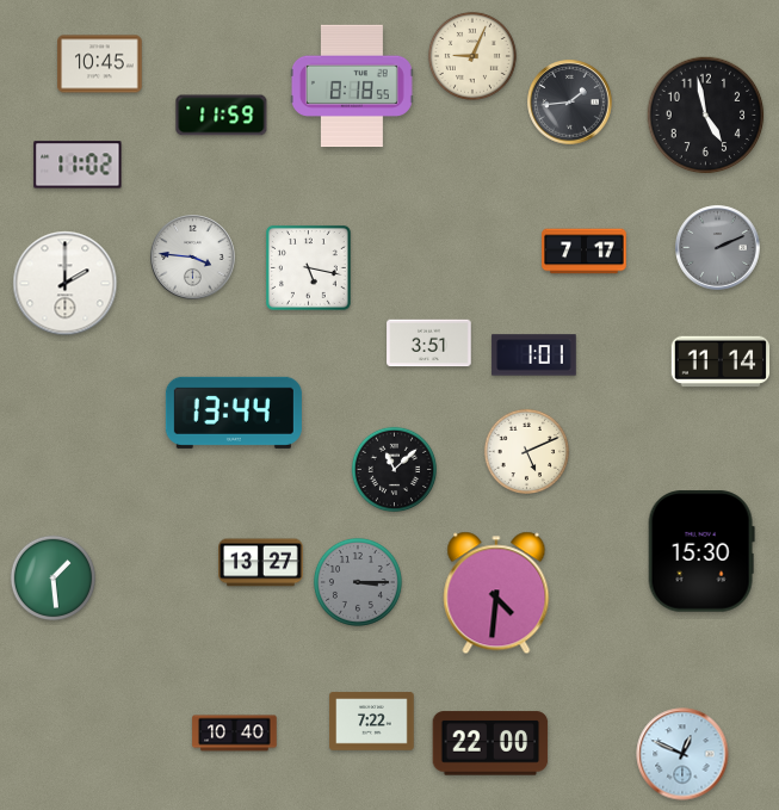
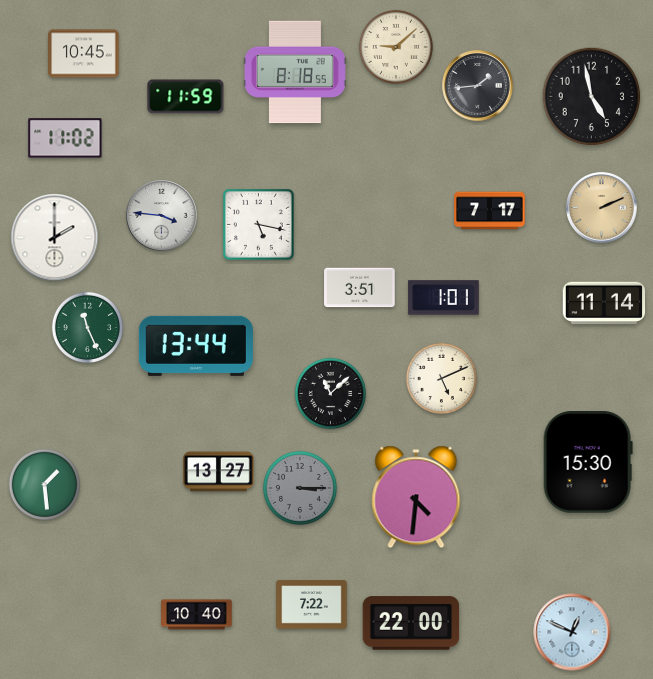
clock at (472, 56): 9:04 -> 9:08
clock at (718, 248) dial: grey -> champagne
clock at (534, 355) position: (534, 355) -> (444, 298)
clock at (87, 327): none -> 11:26
